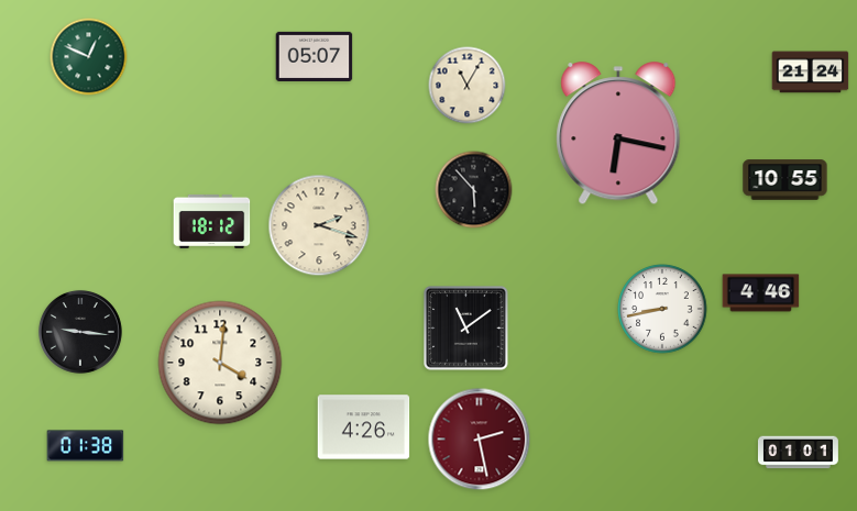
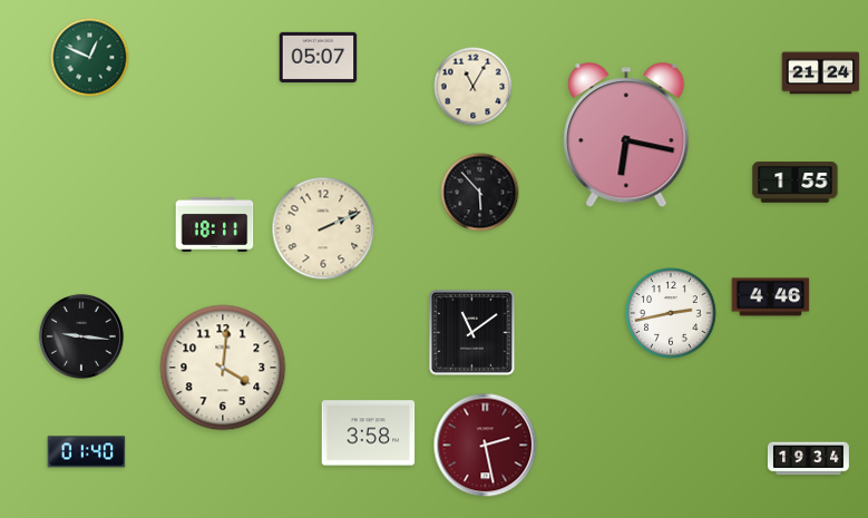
clock at (785, 180): 10:55 -> 1:55
clock at (212, 221): 18:12 -> 18:11
clock at (319, 225): 2:18 -> 2:11
clock at (662, 309): 8:43 -> 2:43
clock at (364, 427): 4:26 -> 3:58
clock at (86, 446): 01:38 -> 01:40
clock at (798, 453): 01:01 -> 19:34
